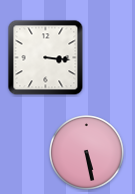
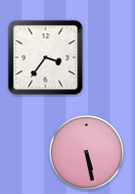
clock at (46, 58): 3:16 -> 3:36
